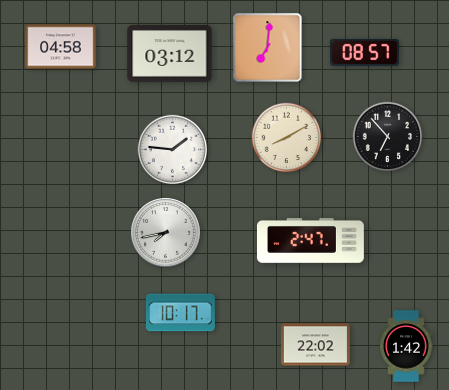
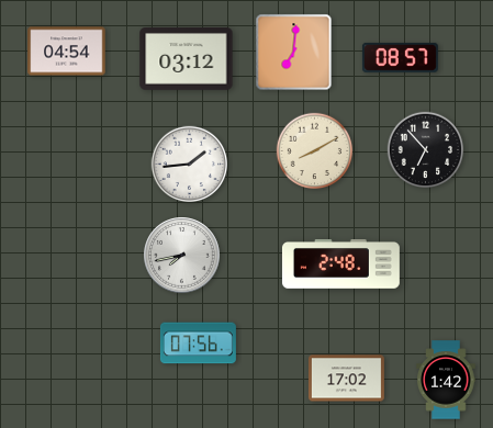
clock at (61, 47): 04:58 -> 04:54
clock at (173, 150): 1:46 -> 1:44
clock at (310, 241): 2:47 -> 2:48
clock at (180, 313): 10:17 -> 07:56
clock at (315, 345): 22:02 -> 17:02
